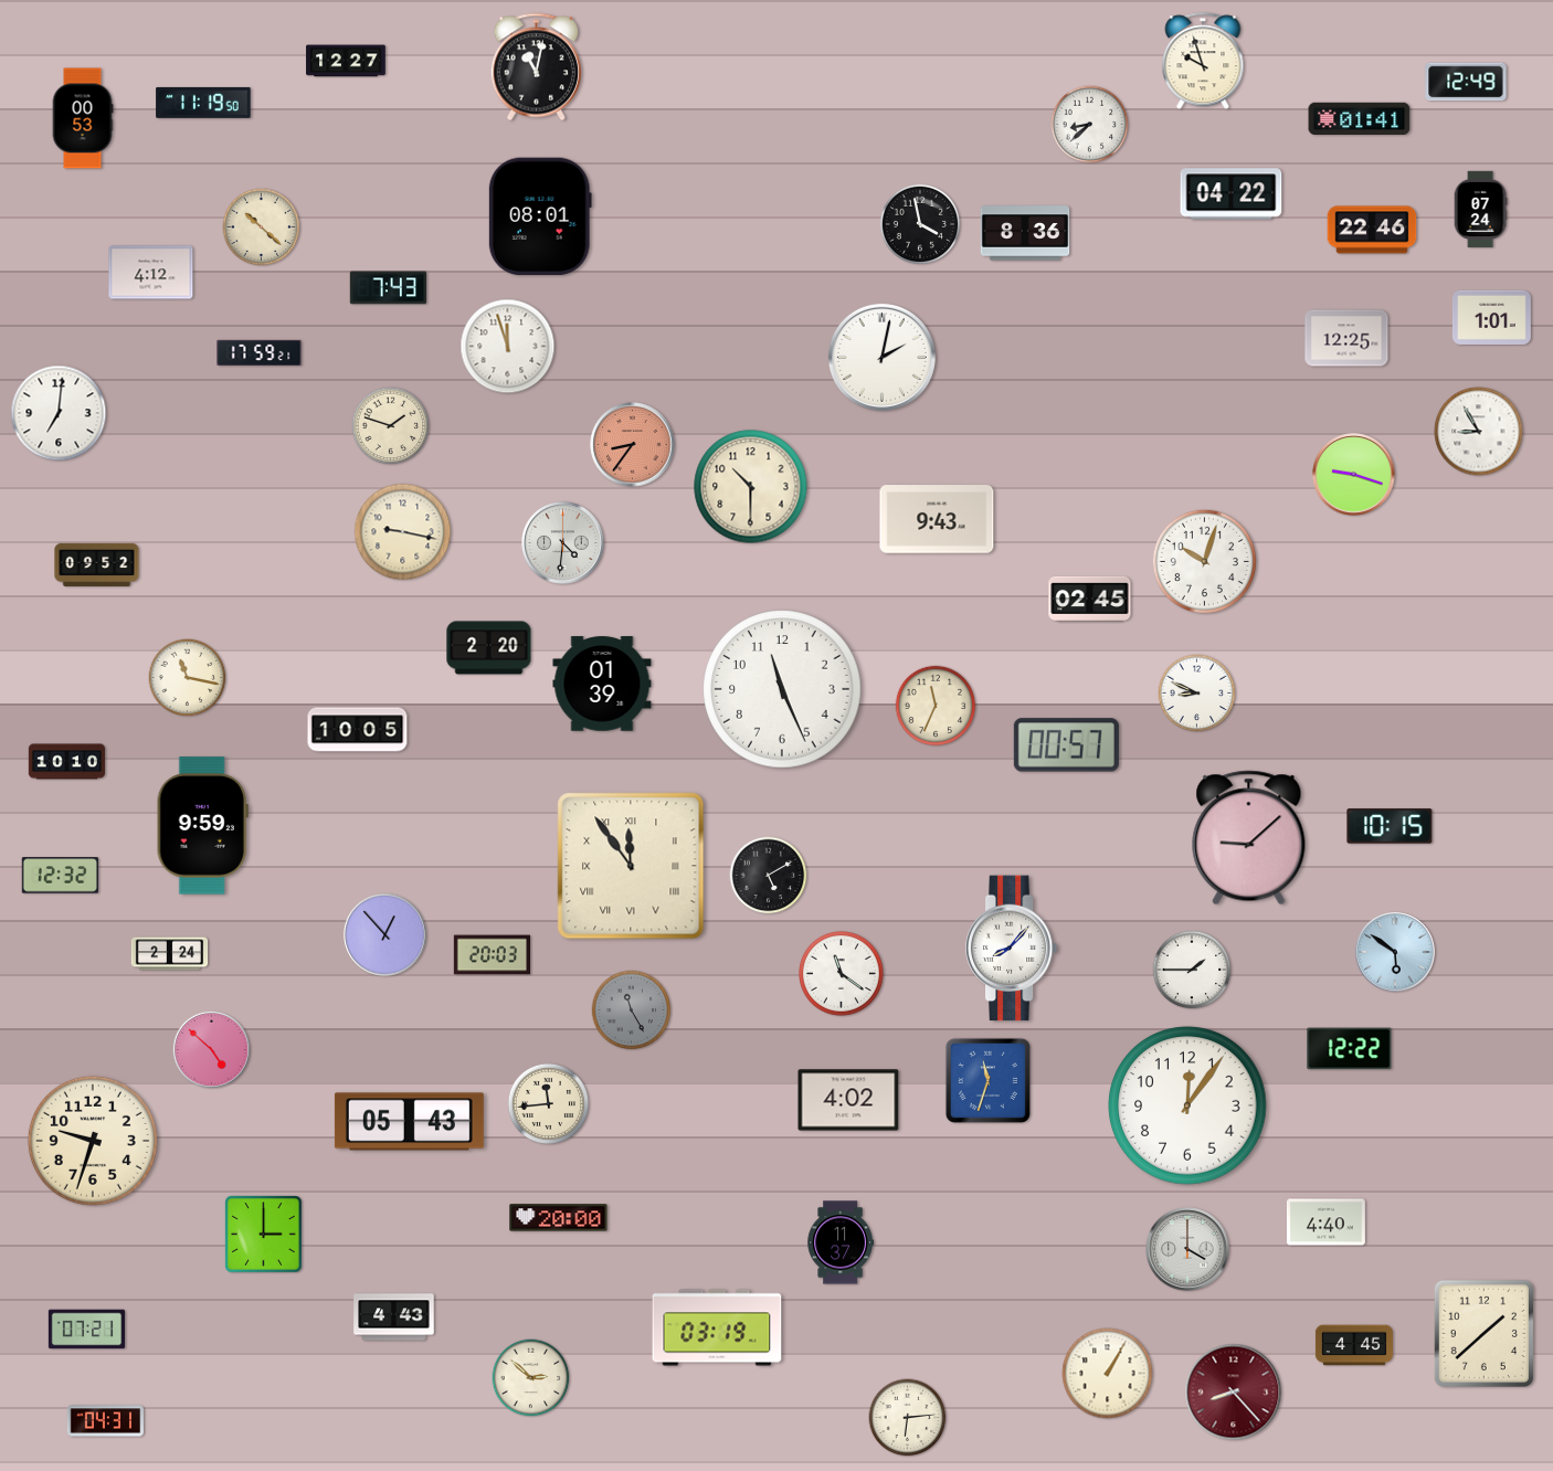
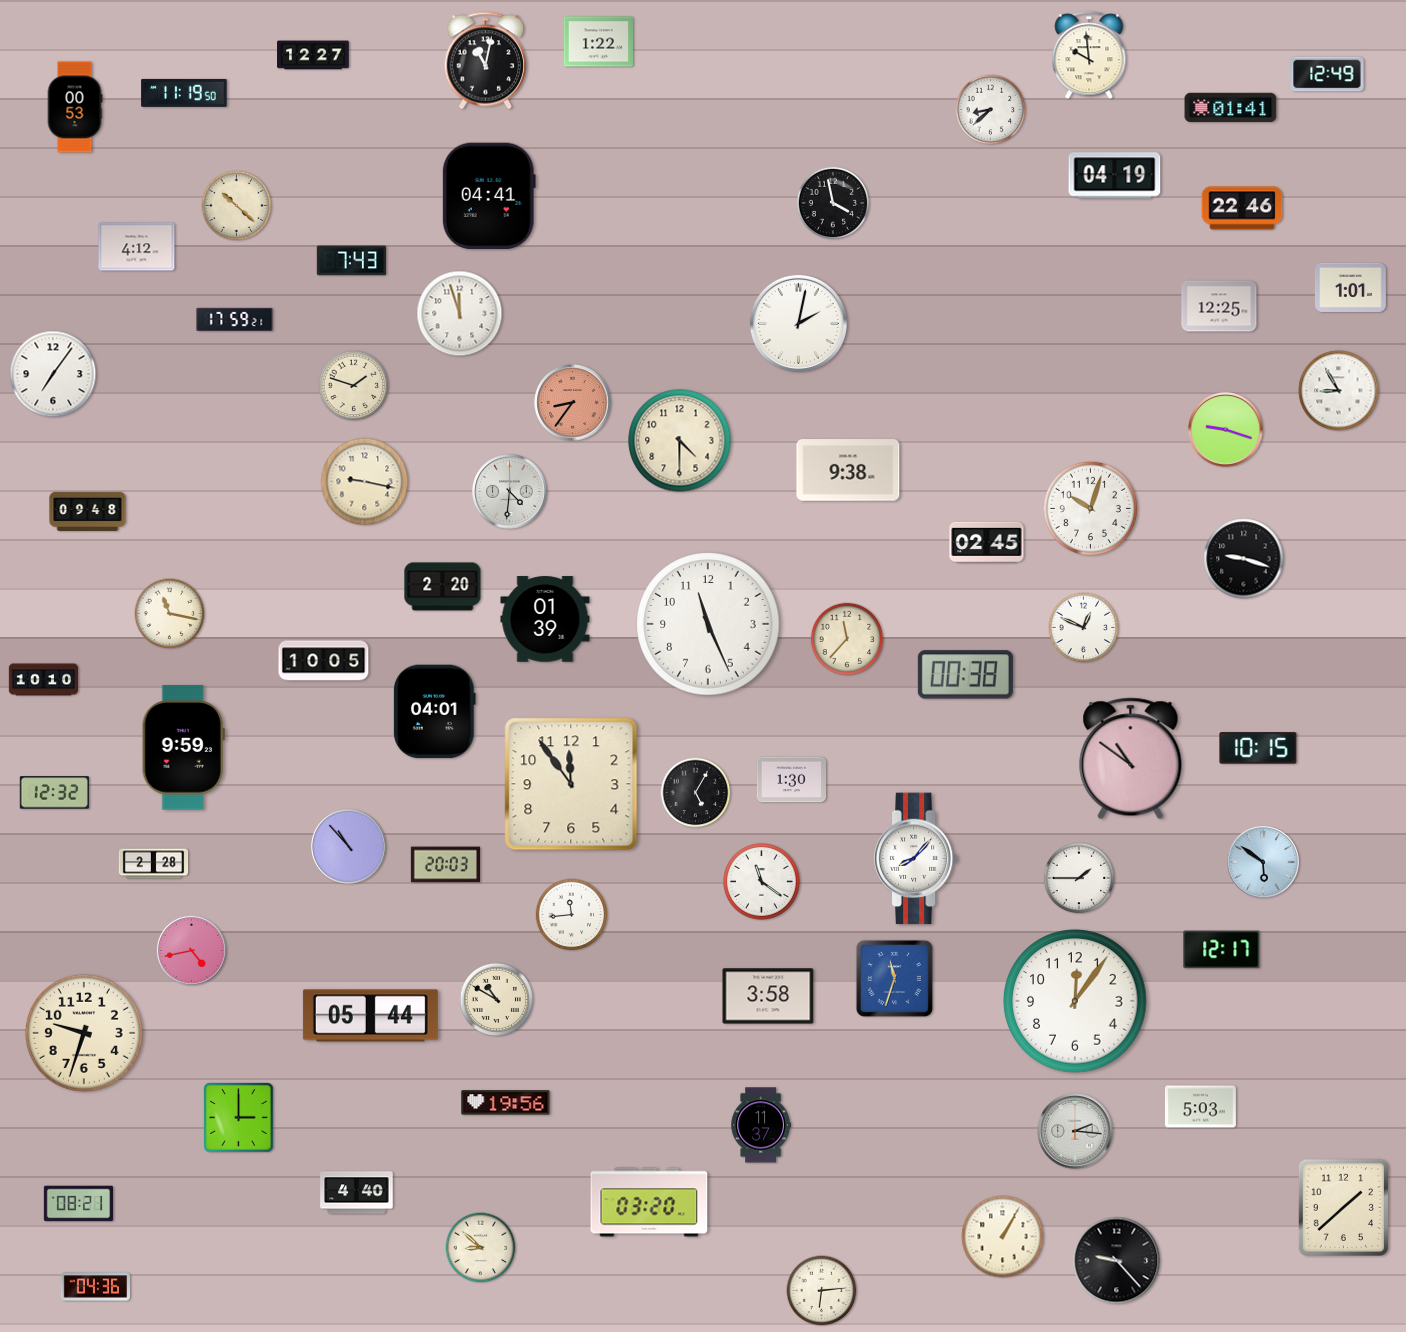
clock at (598, 42): none -> 1:22
clock at (1203, 62): 9:57 -> 9:59
clock at (1090, 125) position: (1090, 125) -> (991, 110)
clock at (1232, 194): 04:22 -> 04:19
clock at (1480, 210): 07:24 -> none
clock at (540, 216): 08:01 -> 04:41
clock at (1025, 233): 8:36 -> none
clock at (59, 413): 7:01 -> 7:06
clock at (751, 487): 10:30 -> 4:30
clock at (937, 519): 9:43 -> 9:38
clock at (97, 564): 09:52 -> 09:48
clock at (1244, 559): none -> 9:18
clock at (1197, 694): 8:49 -> 12:49
clock at (936, 706): 11:34 -> 11:37
clock at (1066, 745): 00:57 -> 00:38
clock at (67, 762) position: (67, 762) -> (44, 680)
clock at (435, 712): none -> 04:01
clock at (1249, 838): 9:08 -> 10:51
clock at (791, 780): none -> 1:30
clock at (631, 866) numerals: Roman -> Arabic
clock at (769, 876): 5:10 -> 5:05
clock at (385, 935): 12:53 -> 10:53
clock at (170, 954): 2:24 -> 2:28
clock at (632, 1010): 11:25 -> 11:44
clock at (632, 1010) dial: grey -> white
clock at (211, 1049): 4:52 -> 4:43
clock at (1350, 1049): 12:22 -> 12:17
clock at (848, 1100): 4:02 -> 3:58
clock at (548, 1103): 11:44 -> 10:50
clock at (409, 1122): 05:43 -> 05:44
clock at (559, 1218): 20:00 -> 19:56
clock at (1325, 1223): 4:40 -> 5:03
clock at (1187, 1249): 4:00 -> 2:16
clock at (394, 1317): 4:43 -> 4:40
clock at (717, 1327): 03:19 -> 03:20
clock at (86, 1330): 07:21 -> 08:21
clock at (1354, 1345): 4:45 -> none
clock at (1108, 1374) position: (1108, 1374) -> (1003, 1237)
clock at (531, 1378): 2:52 -> 8:52
clock at (1234, 1393): 8:23 -> 9:23
clock at (1234, 1393) dial: burgundy -> black
clock at (908, 1418) position: (908, 1418) -> (822, 1291)
clock at (105, 1421): 04:31 -> 04:36
